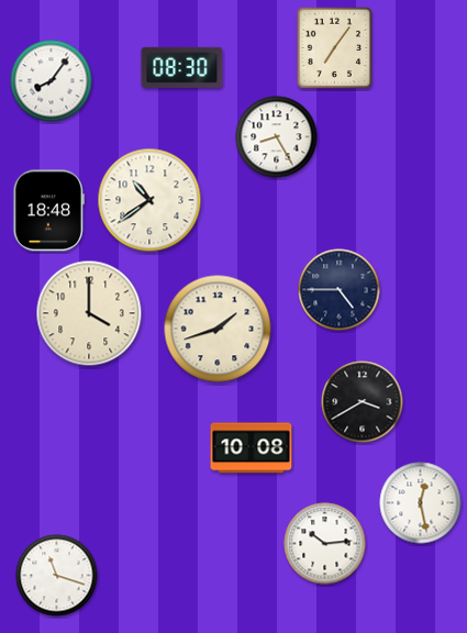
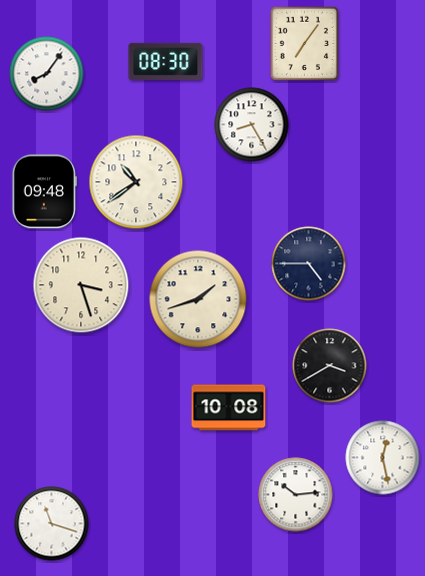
clock at (48, 211): 18:48 -> 09:48
clock at (89, 313): 4:00 -> 3:27
